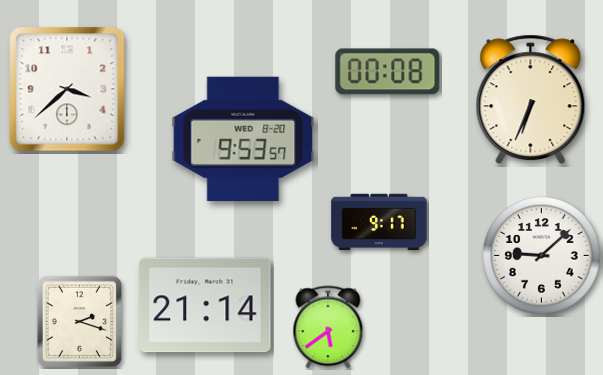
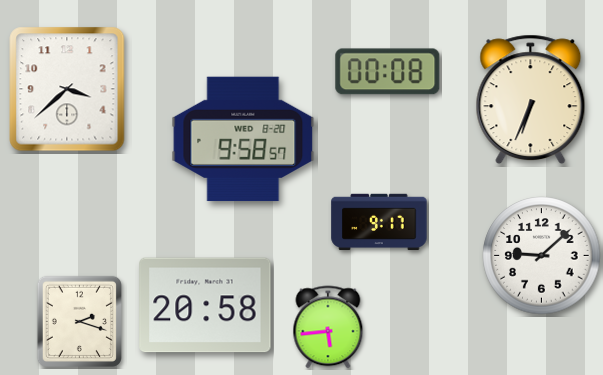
clock at (243, 139): 9:53 -> 9:58
clock at (205, 305): 21:14 -> 20:58
clock at (328, 327): 5:39 -> 5:44
